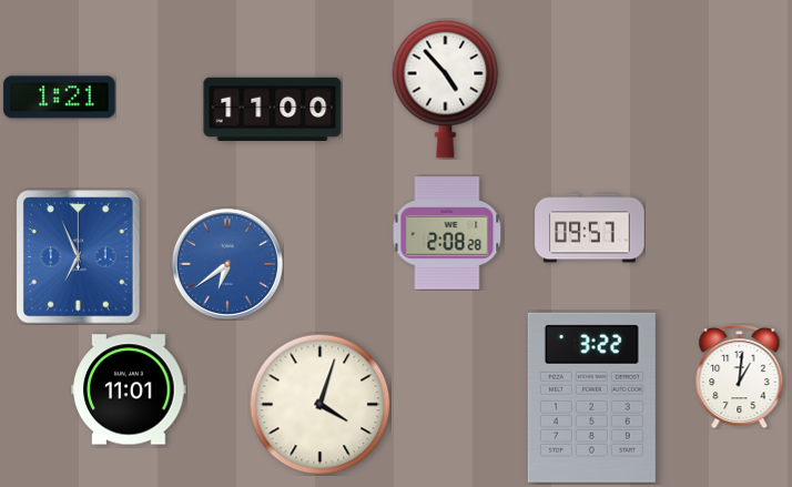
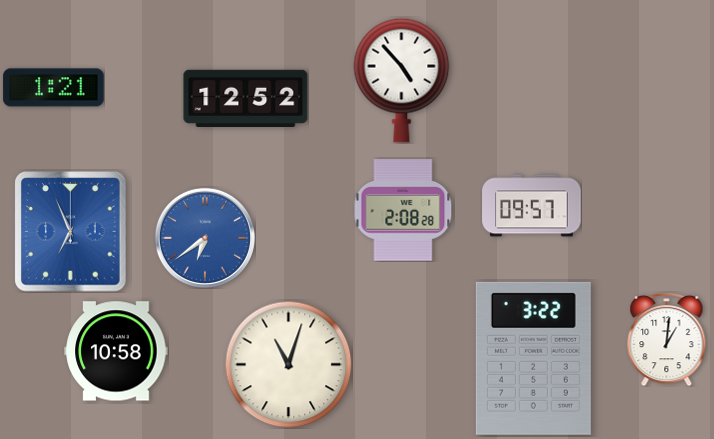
clock at (273, 109): 11:00 -> 12:52
clock at (129, 389): 11:01 -> 10:58
clock at (319, 404): 4:03 -> 11:03
